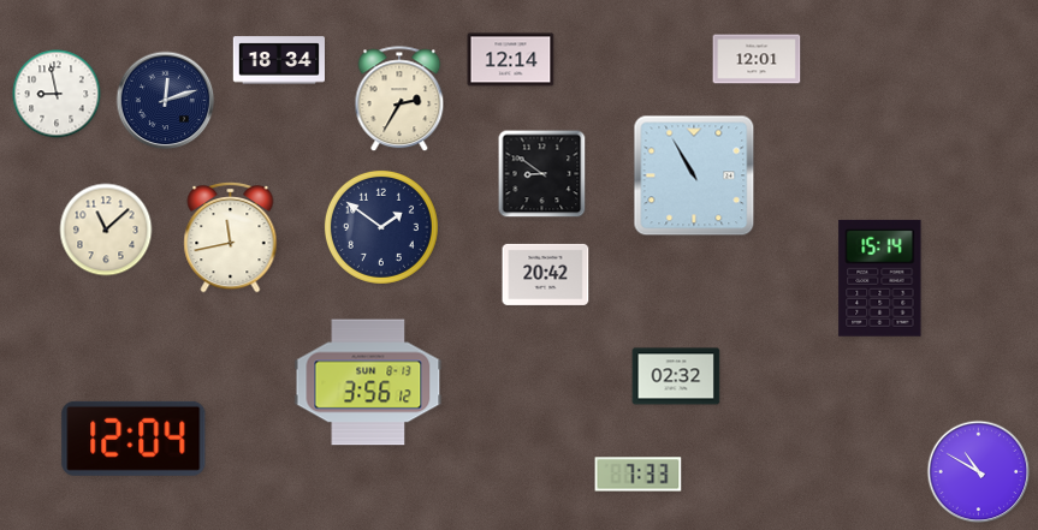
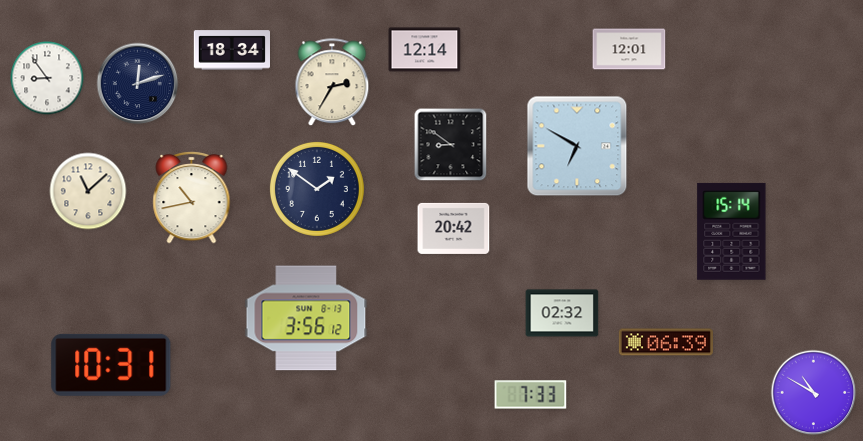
clock at (57, 94): 8:58 -> 8:54
clock at (694, 175): 10:55 -> 6:50
clock at (231, 237): 11:43 -> 10:43
clock at (666, 342): none -> 06:39
clock at (134, 439): 12:04 -> 10:31
